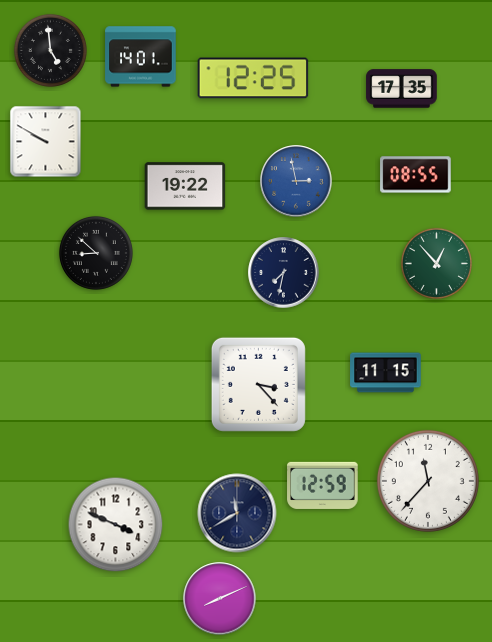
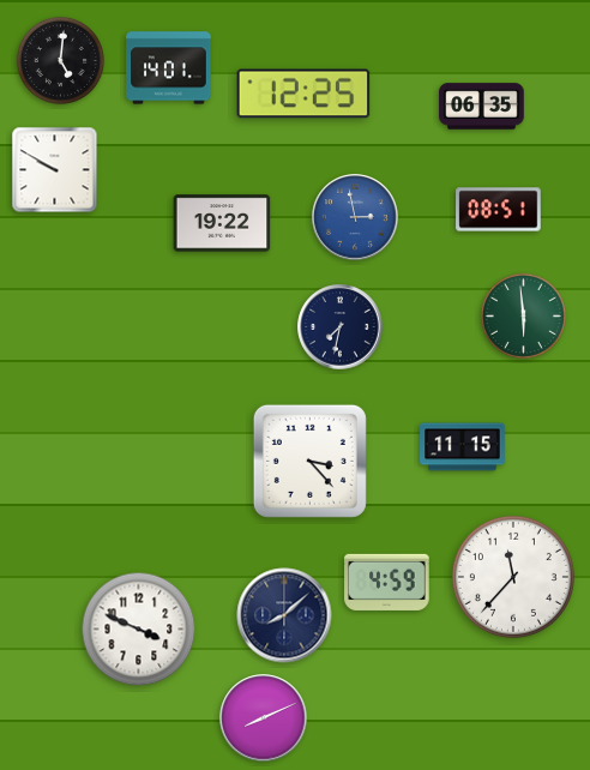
clock at (50, 50): 4:59 -> 5:01
clock at (402, 89): 17:35 -> 06:35
clock at (416, 175): 08:55 -> 08:51
clock at (96, 253): 8:52 -> none
clock at (436, 263): 12:53 -> 5:59
clock at (323, 485): 12:59 -> 4:59
clock at (237, 513): 11:40 -> 8:08
